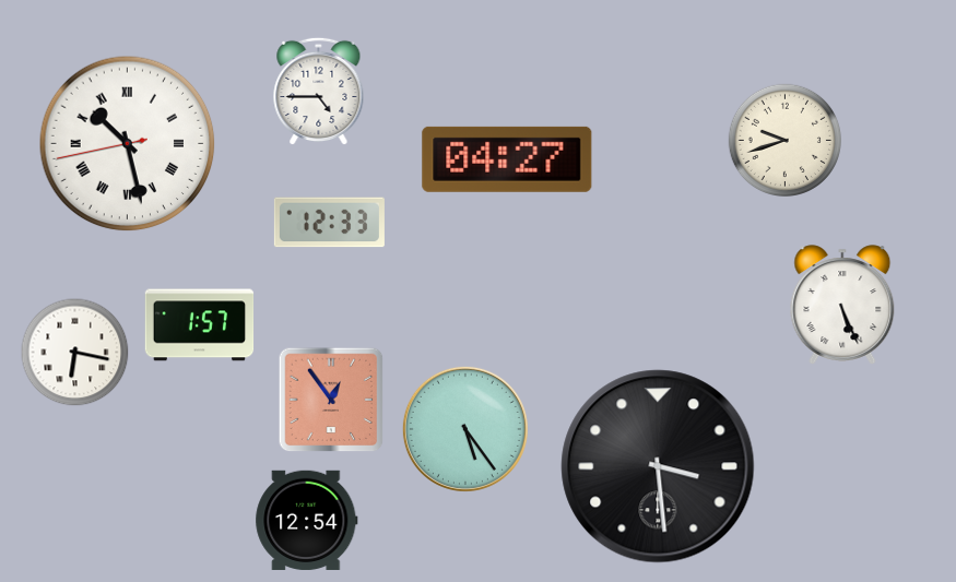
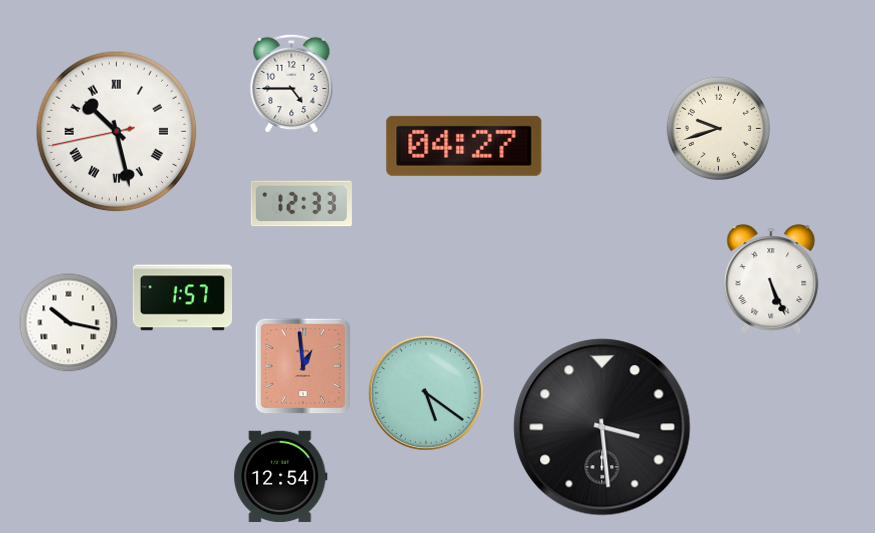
clock at (75, 353): 6:17 -> 10:17
clock at (331, 400): 12:54 -> 12:59
clock at (465, 429): 5:24 -> 5:21
